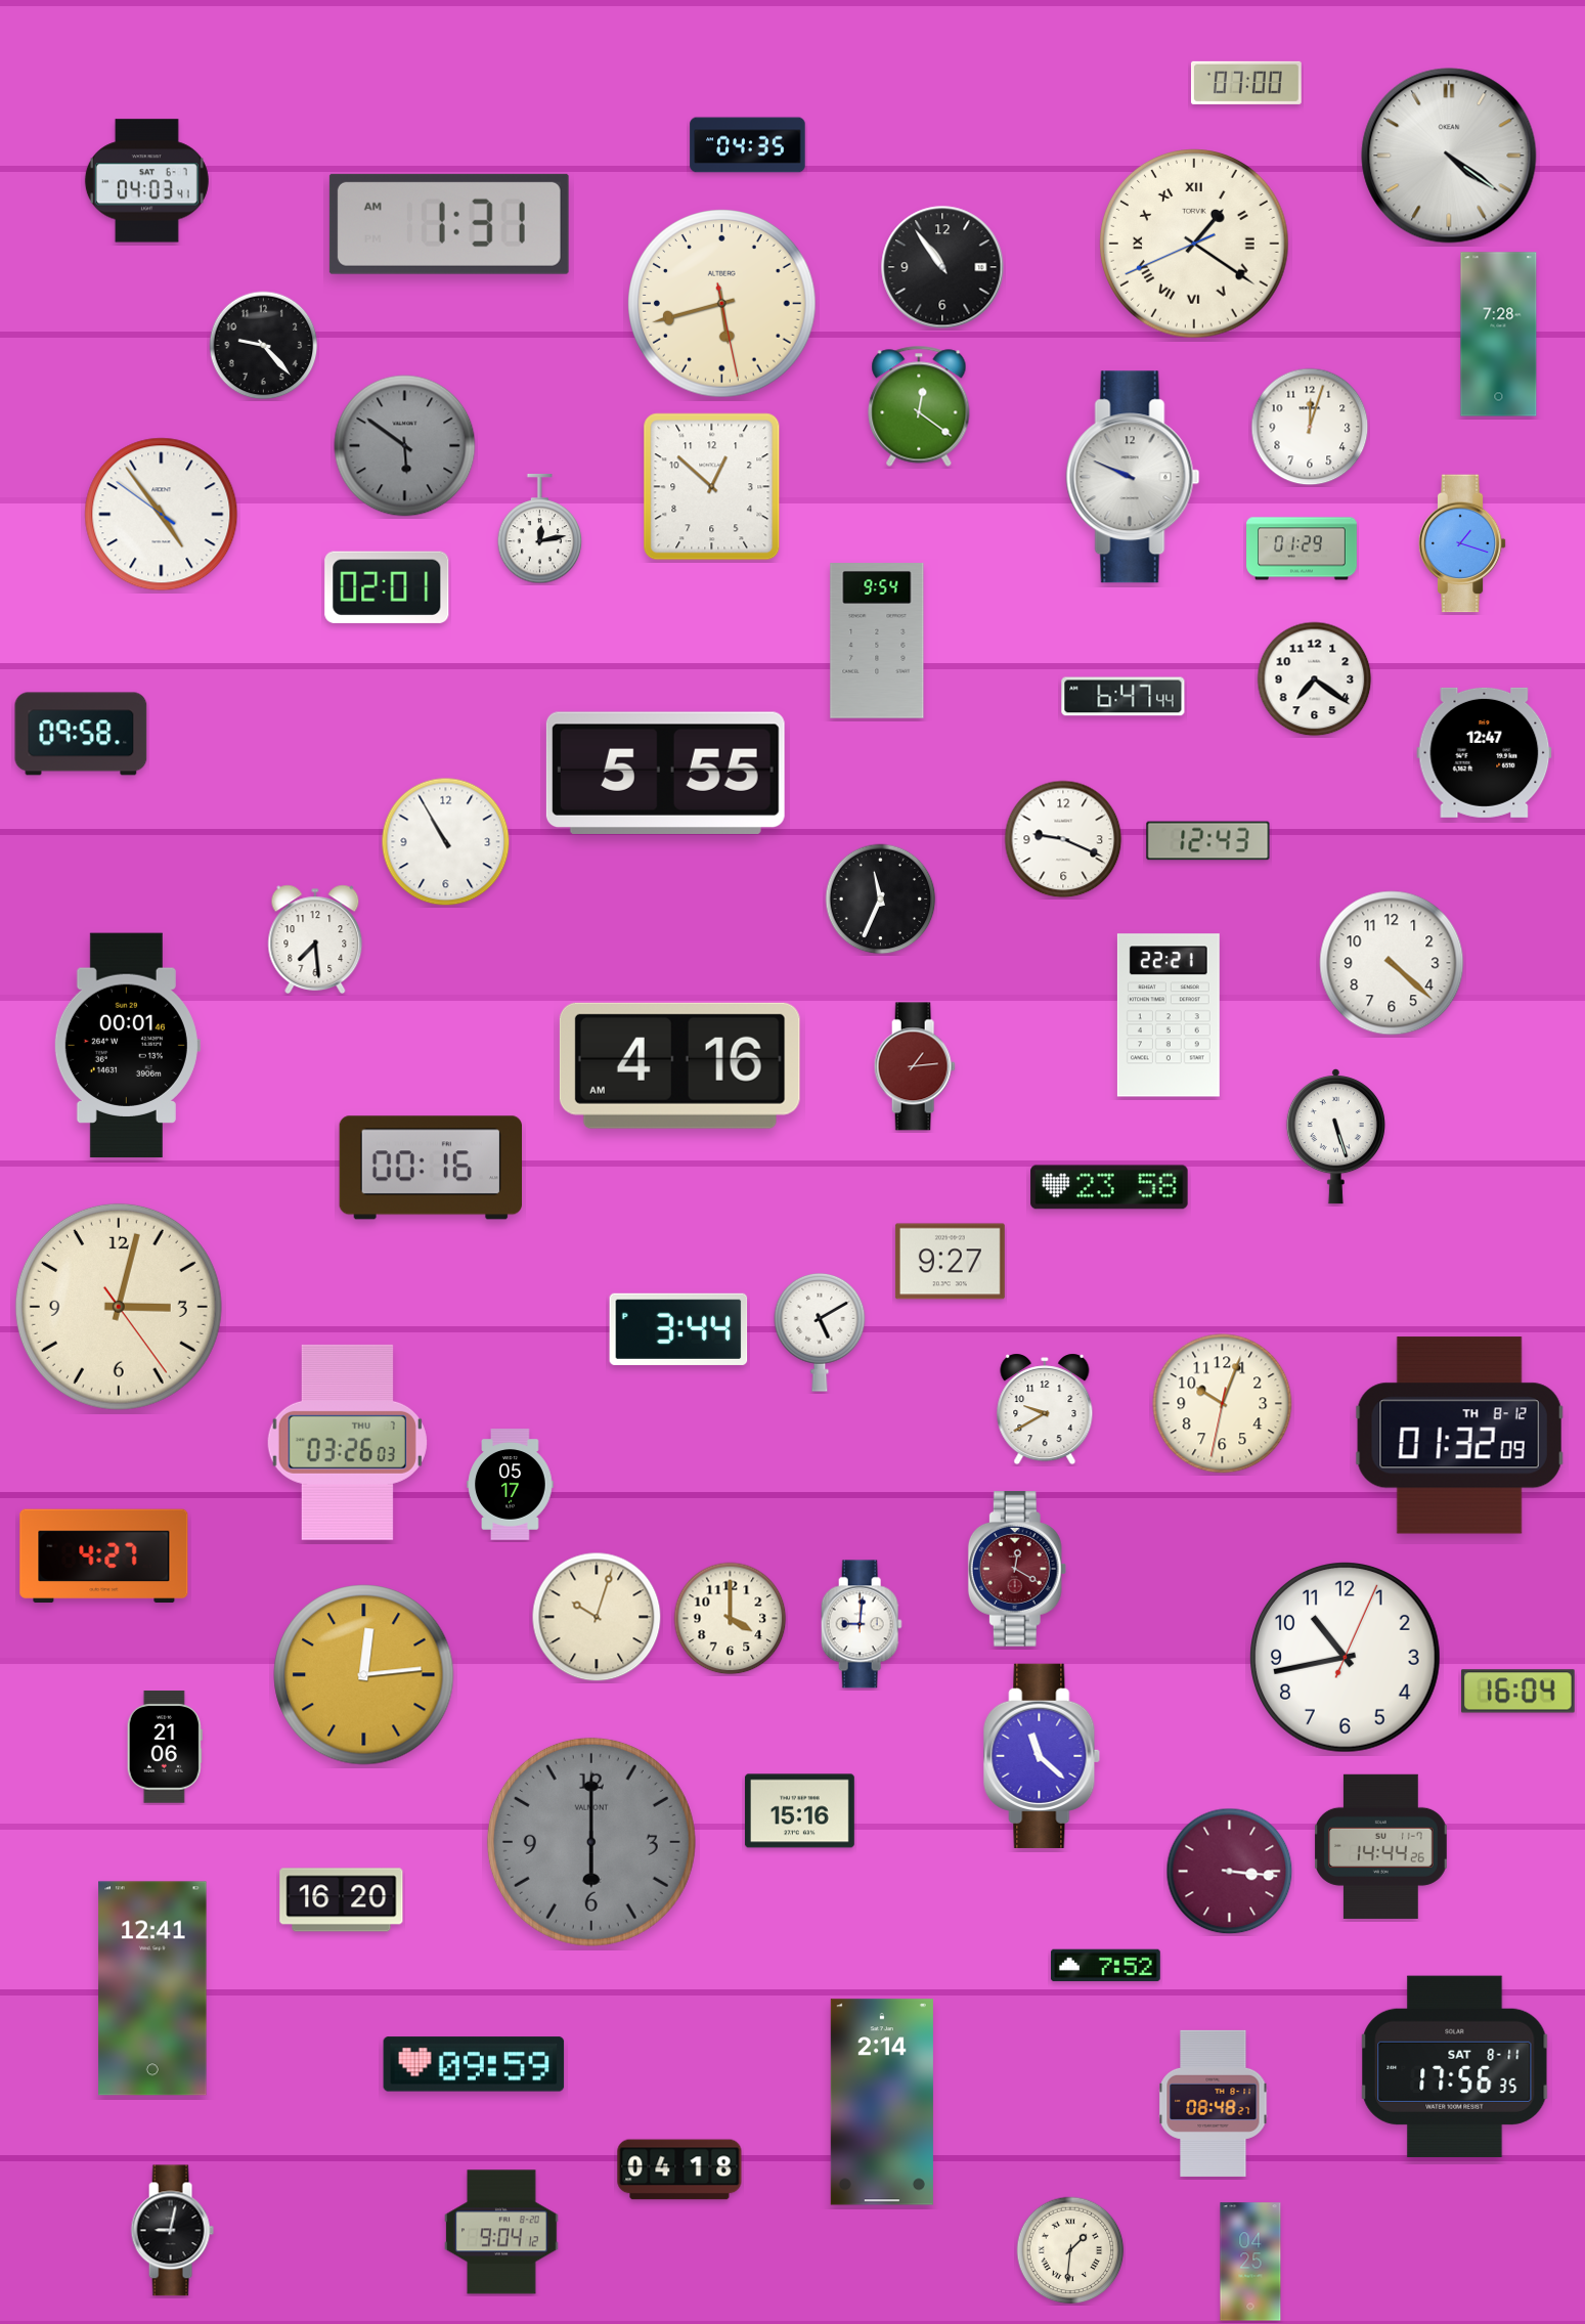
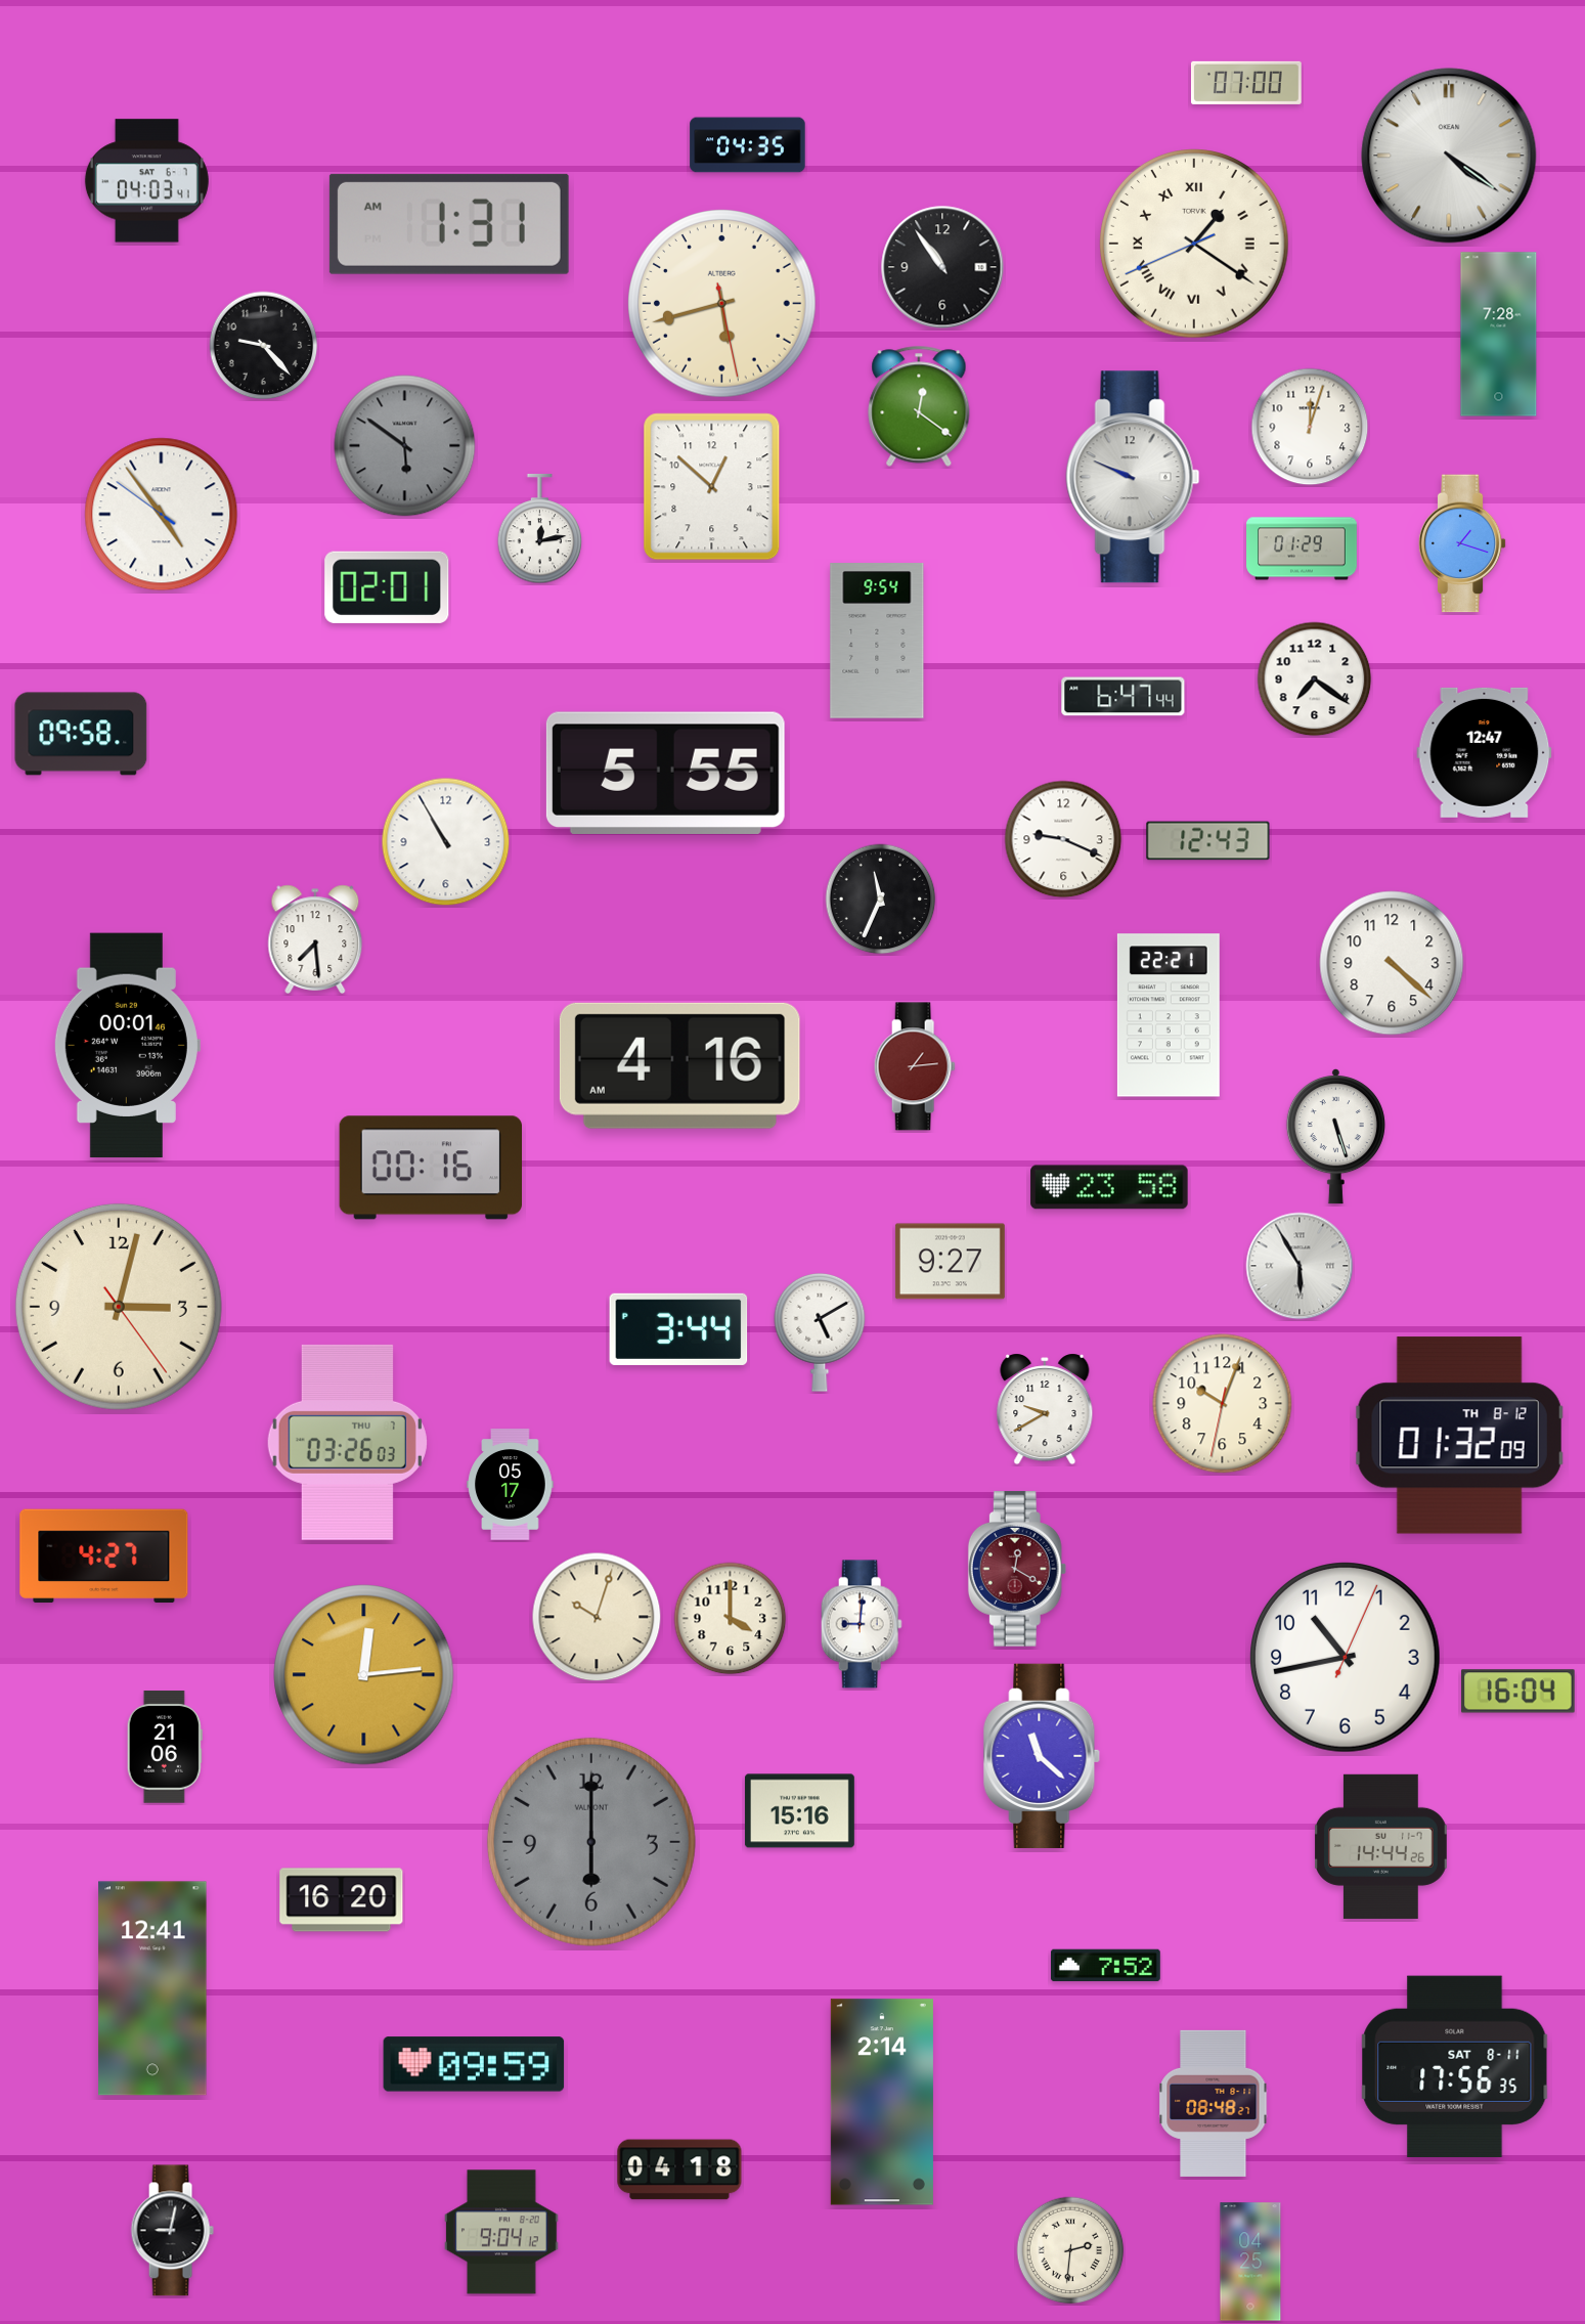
clock at (1300, 1266): none -> 5:55
clock at (1230, 1872): 3:16 -> none
clock at (1070, 2250): 1:31 -> 2:31
